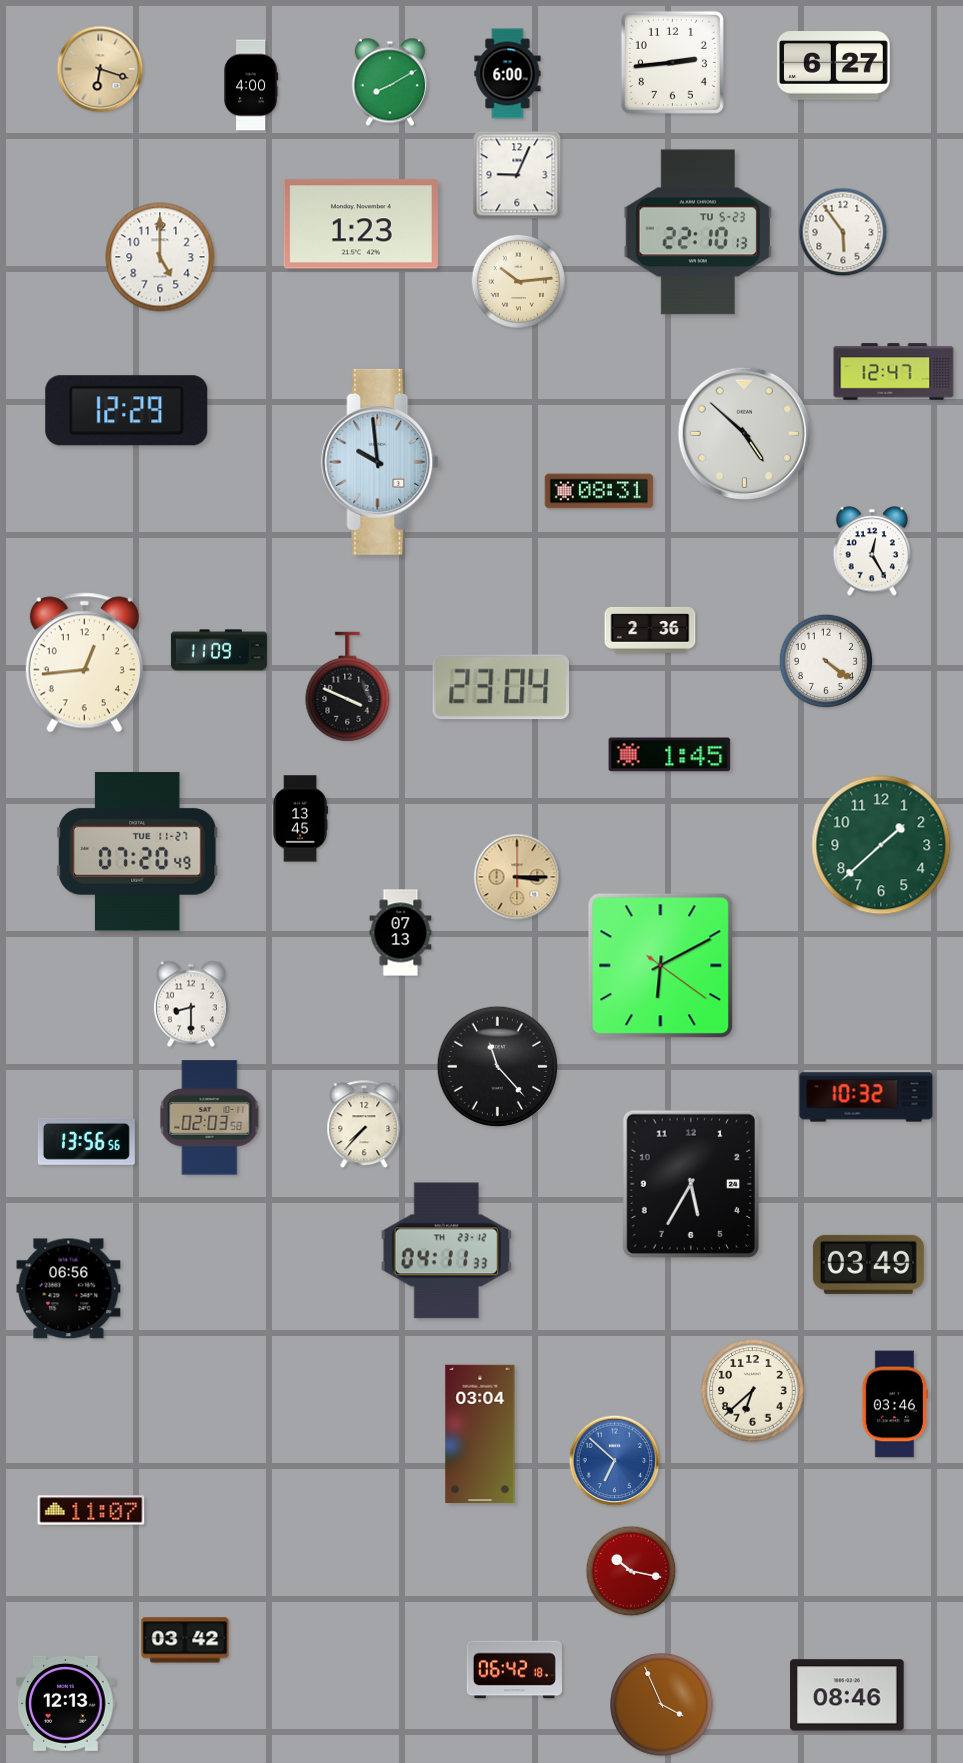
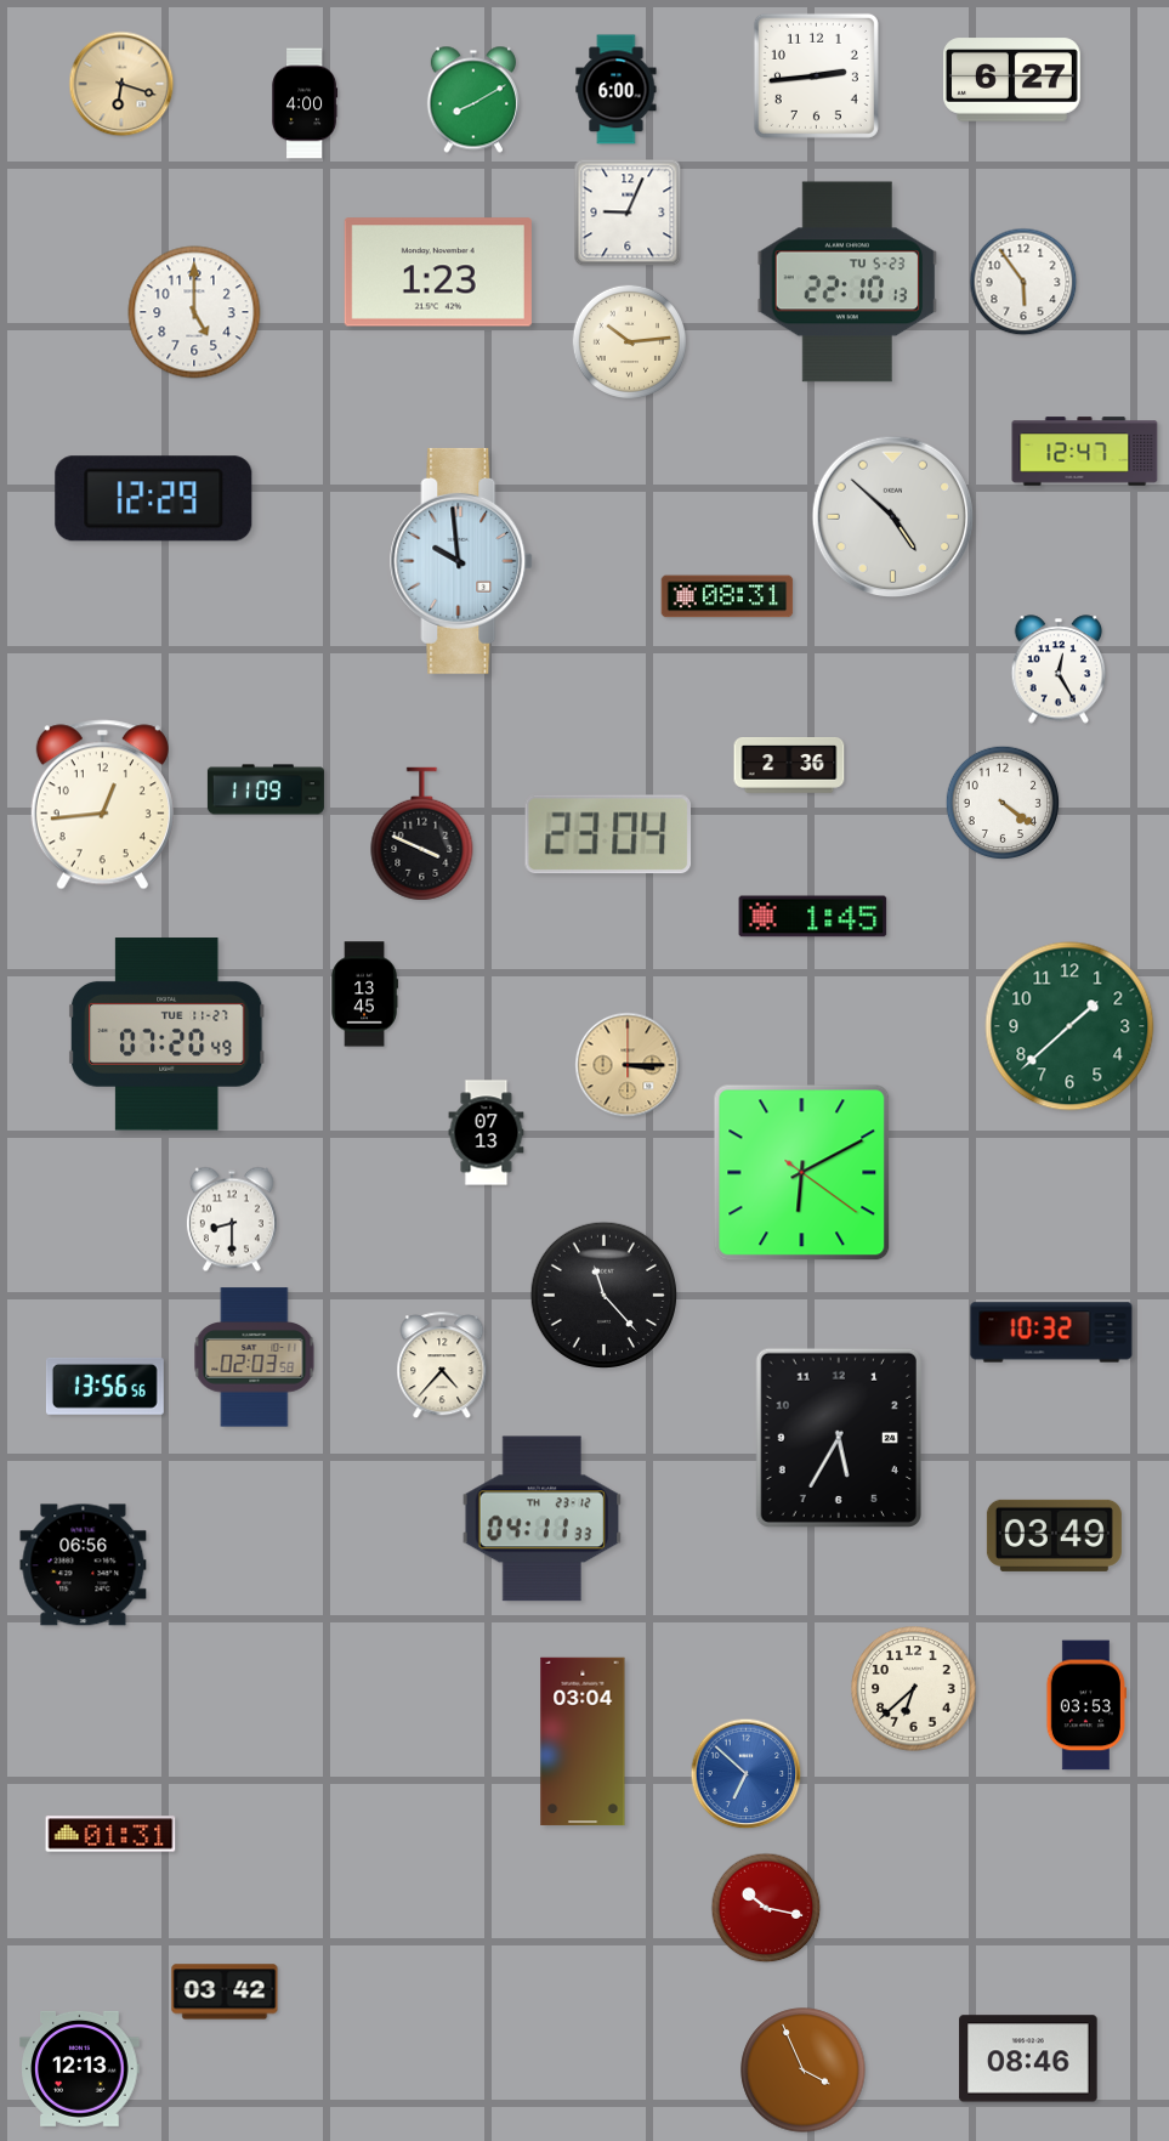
clock at (744, 433) position: (744, 433) -> (892, 516)
clock at (364, 1125): 7:37 -> 4:37
clock at (895, 1404): 03:46 -> 03:53
clock at (91, 1510): 11:07 -> 01:31
clock at (514, 1670): 06:42 -> none
